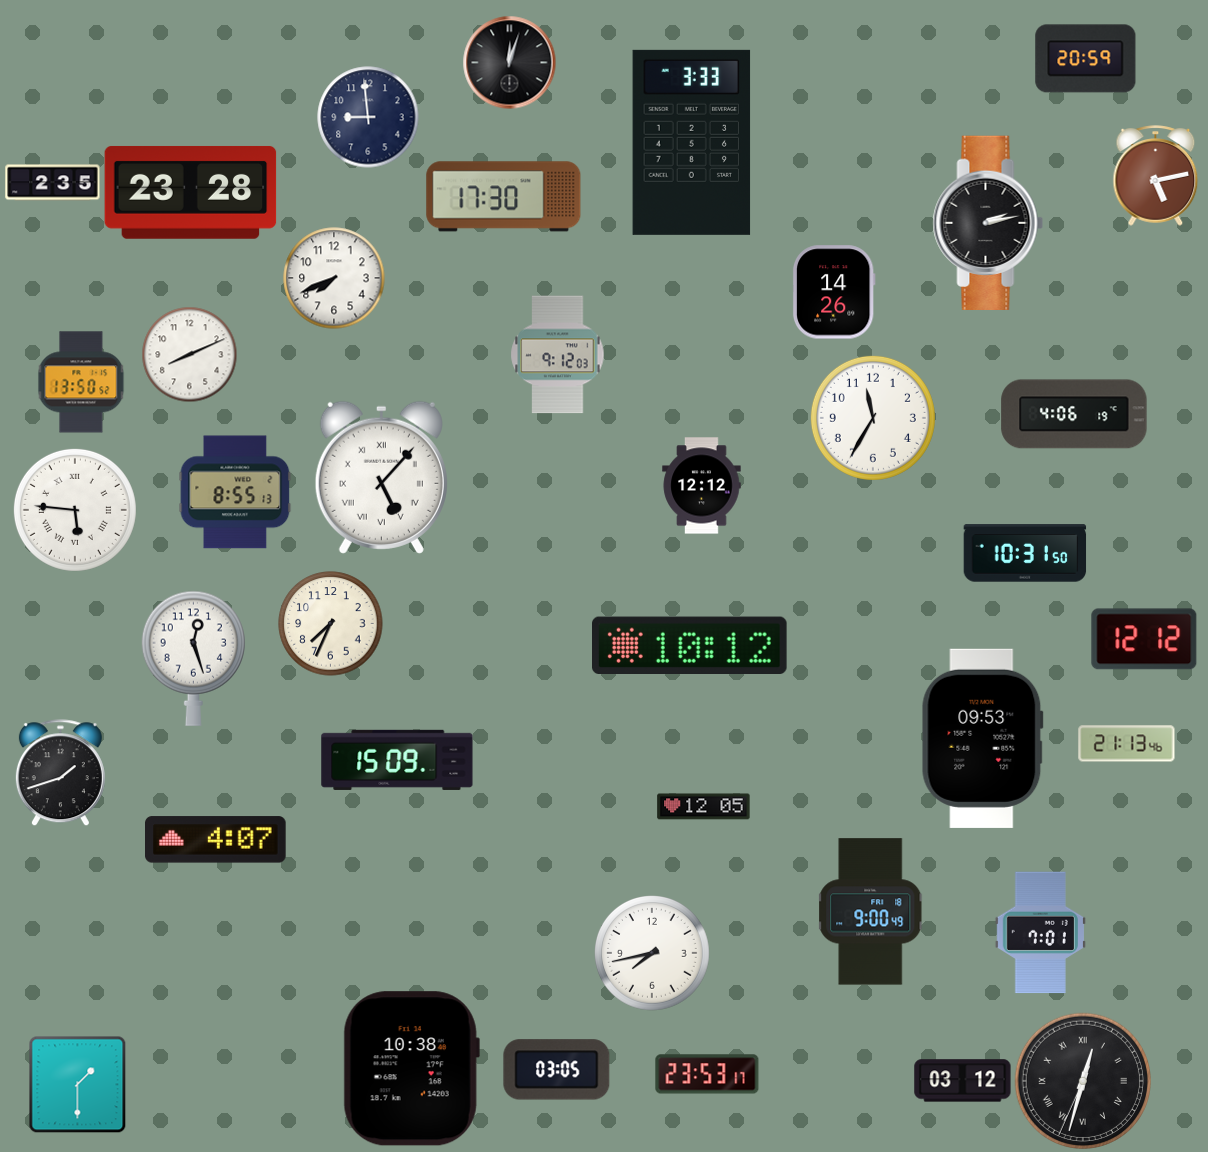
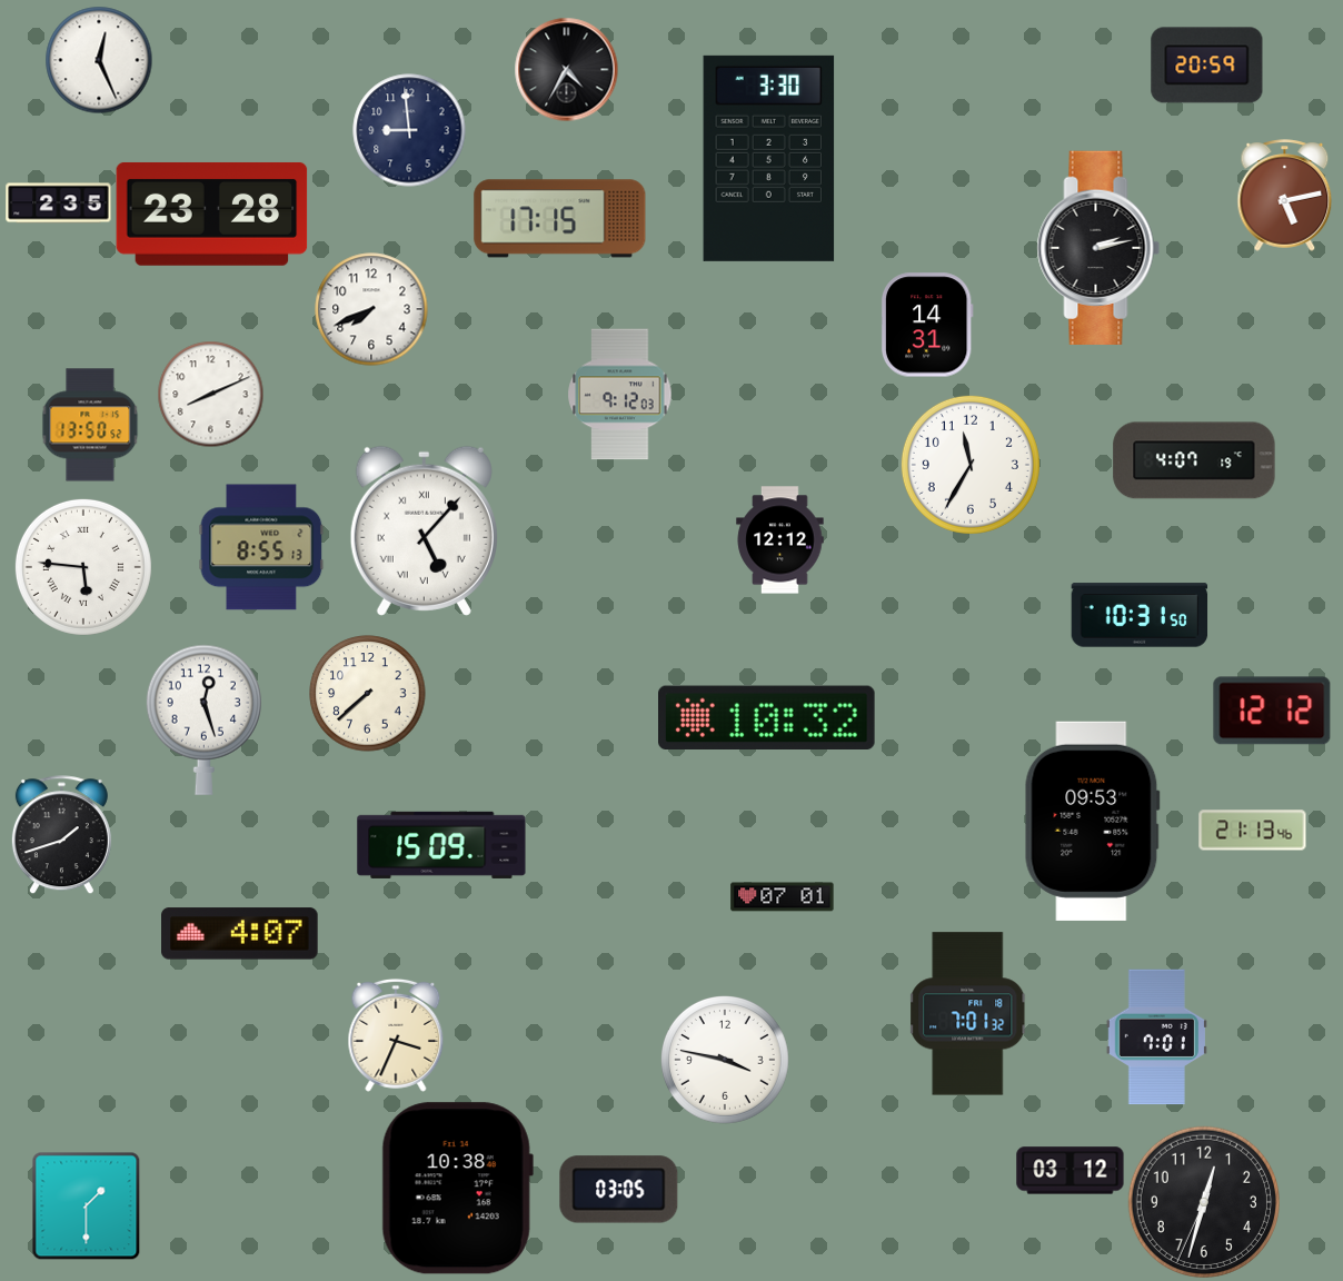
clock at (99, 60): none -> 12:26
clock at (509, 62): 12:03 -> 4:35
clock at (692, 142): 3:33 -> 3:30
clock at (504, 197): 17:30 -> 17:15
clock at (834, 292): 14:26 -> 14:31
clock at (1074, 414): 4:06 -> 4:07
clock at (331, 624): 7:34 -> 7:38
clock at (690, 645): 10:12 -> 10:32
clock at (193, 658) position: (193, 658) -> (203, 719)
clock at (1127, 744) position: (1127, 744) -> (1253, 831)
clock at (60, 773) position: (60, 773) -> (61, 835)
clock at (704, 807): 12:05 -> 07:01
clock at (871, 912): 9:00 -> 7:01
clock at (396, 1035): none -> 3:34
clock at (653, 954): 7:43 -> 3:47
clock at (707, 1074): 23:53 -> none
clock at (1082, 1080) numerals: Roman -> Arabic
clock at (963, 1081) position: (963, 1081) -> (1071, 1171)
